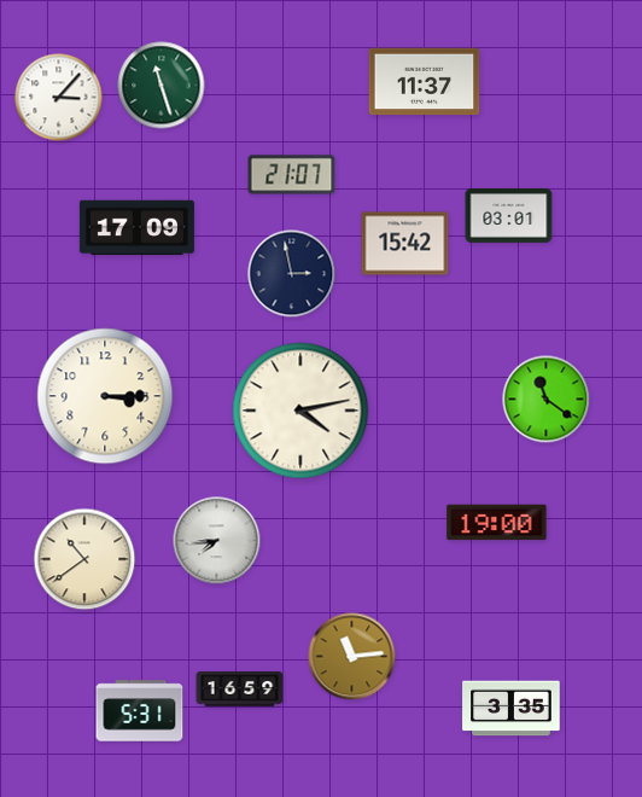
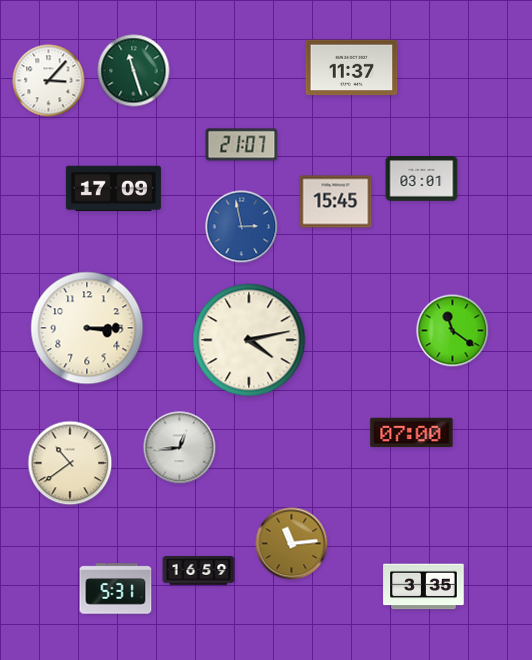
clock at (405, 244): 15:42 -> 15:45
clock at (292, 274) dial: navy -> blue
clock at (497, 523): 19:00 -> 07:00
clock at (217, 541): 7:44 -> 12:44
